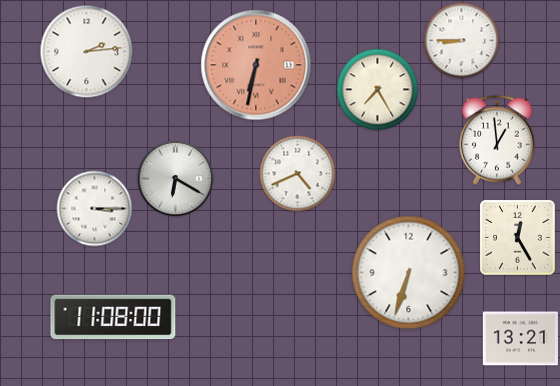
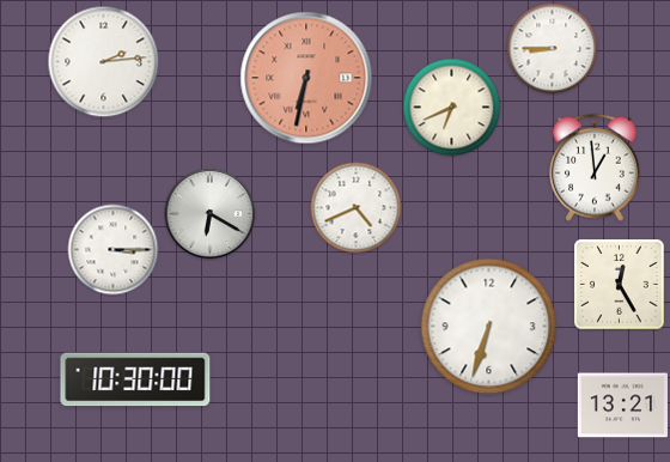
clock at (378, 90): 7:25 -> 6:41
clock at (113, 317): 11:08 -> 10:30
